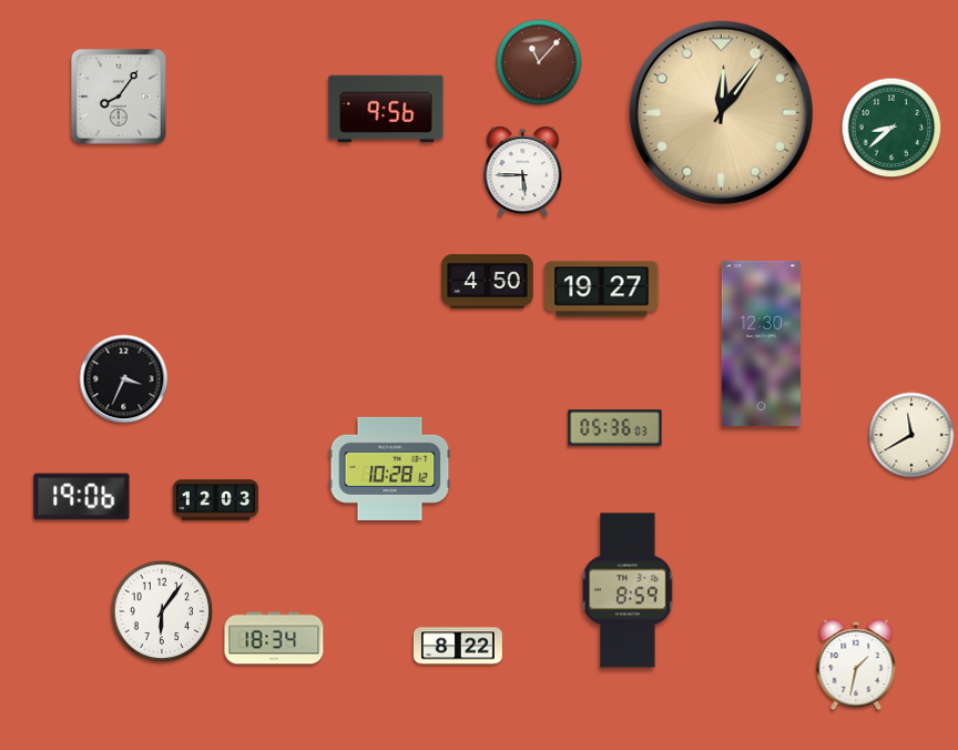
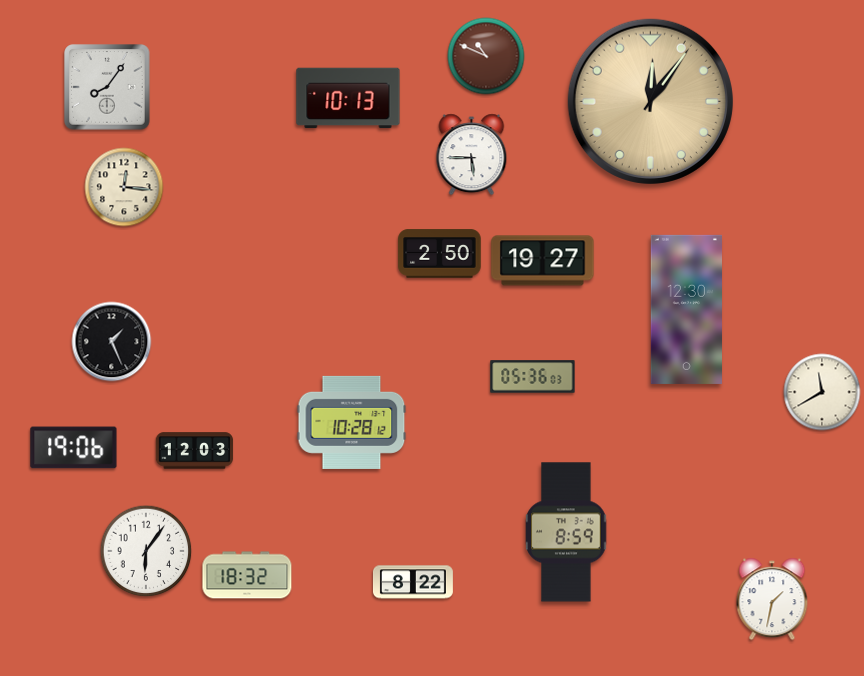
clock at (539, 62): 11:07 -> 10:49
clock at (386, 109): 9:56 -> 10:13
clock at (891, 128): 8:38 -> none
clock at (124, 187): none -> 12:16
clock at (488, 282): 4:50 -> 2:50
clock at (124, 379): 3:34 -> 1:26
clock at (615, 428) position: (615, 428) -> (533, 377)
clock at (274, 638): 18:34 -> 18:32
